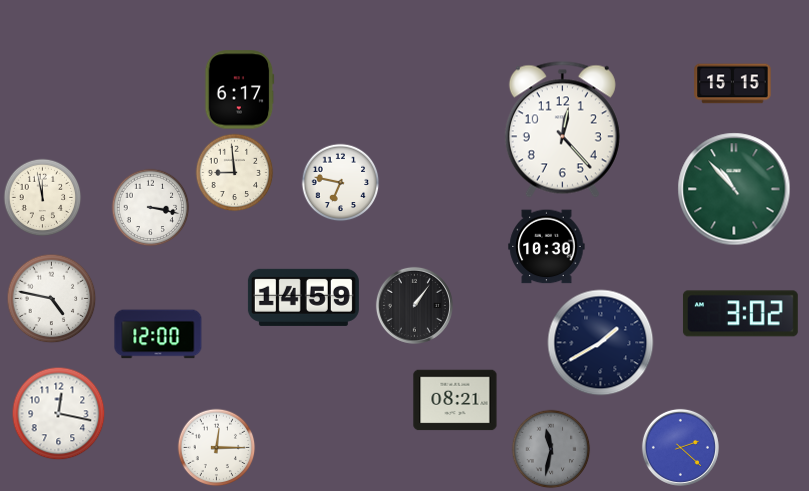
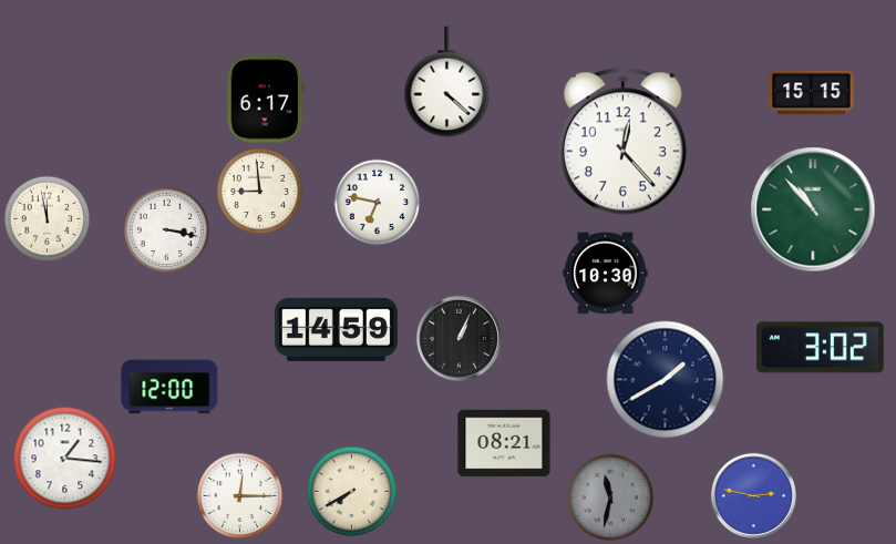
clock at (447, 82): none -> 4:22
clock at (51, 298): 4:47 -> none
clock at (414, 305): 1:06 -> 1:04
clock at (158, 334) position: (158, 334) -> (169, 387)
clock at (58, 413): 12:17 -> 1:16
clock at (351, 491): none -> 7:40
clock at (680, 447): 2:22 -> 2:47
